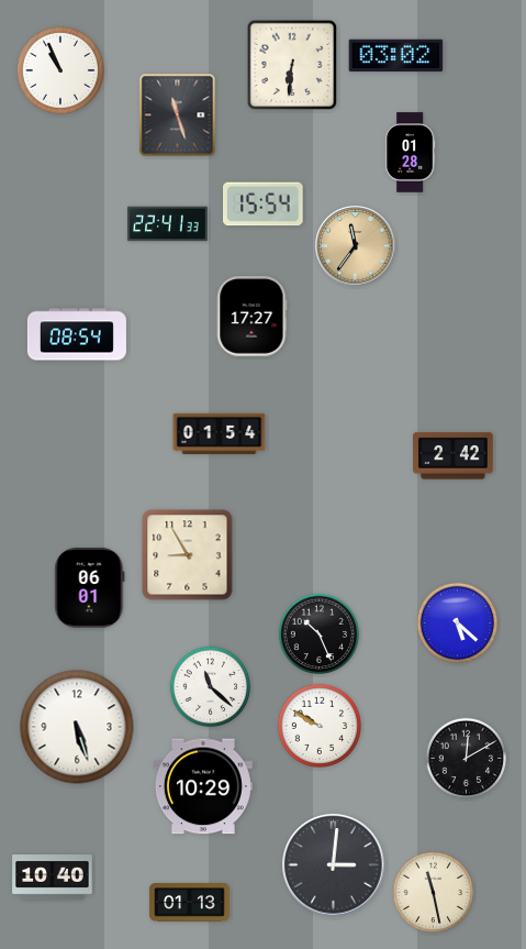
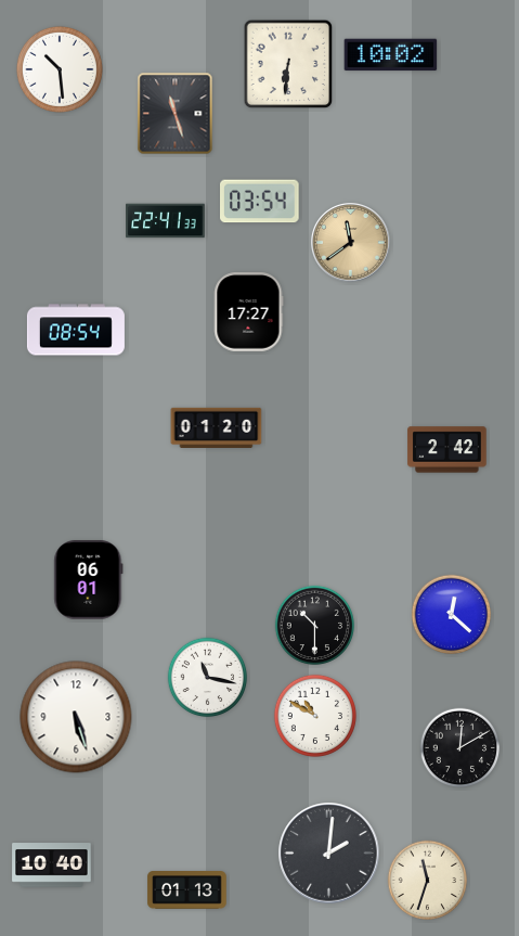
clock at (396, 56): 03:02 -> 10:02
clock at (60, 70): 10:56 -> 10:29
clock at (410, 153): 01:28 -> none
clock at (264, 205): 15:54 -> 03:54
clock at (356, 246): 11:36 -> 11:39
clock at (220, 433): 01:54 -> 01:20
clock at (188, 555): 8:55 -> none
clock at (458, 624): 5:22 -> 12:22
clock at (320, 634): 10:26 -> 10:30
clock at (211, 687): 11:22 -> 11:17
clock at (320, 726): 9:50 -> 10:50
clock at (203, 786): 10:29 -> none
clock at (334, 865): 3:01 -> 2:01
clock at (434, 893): 11:28 -> 11:33
